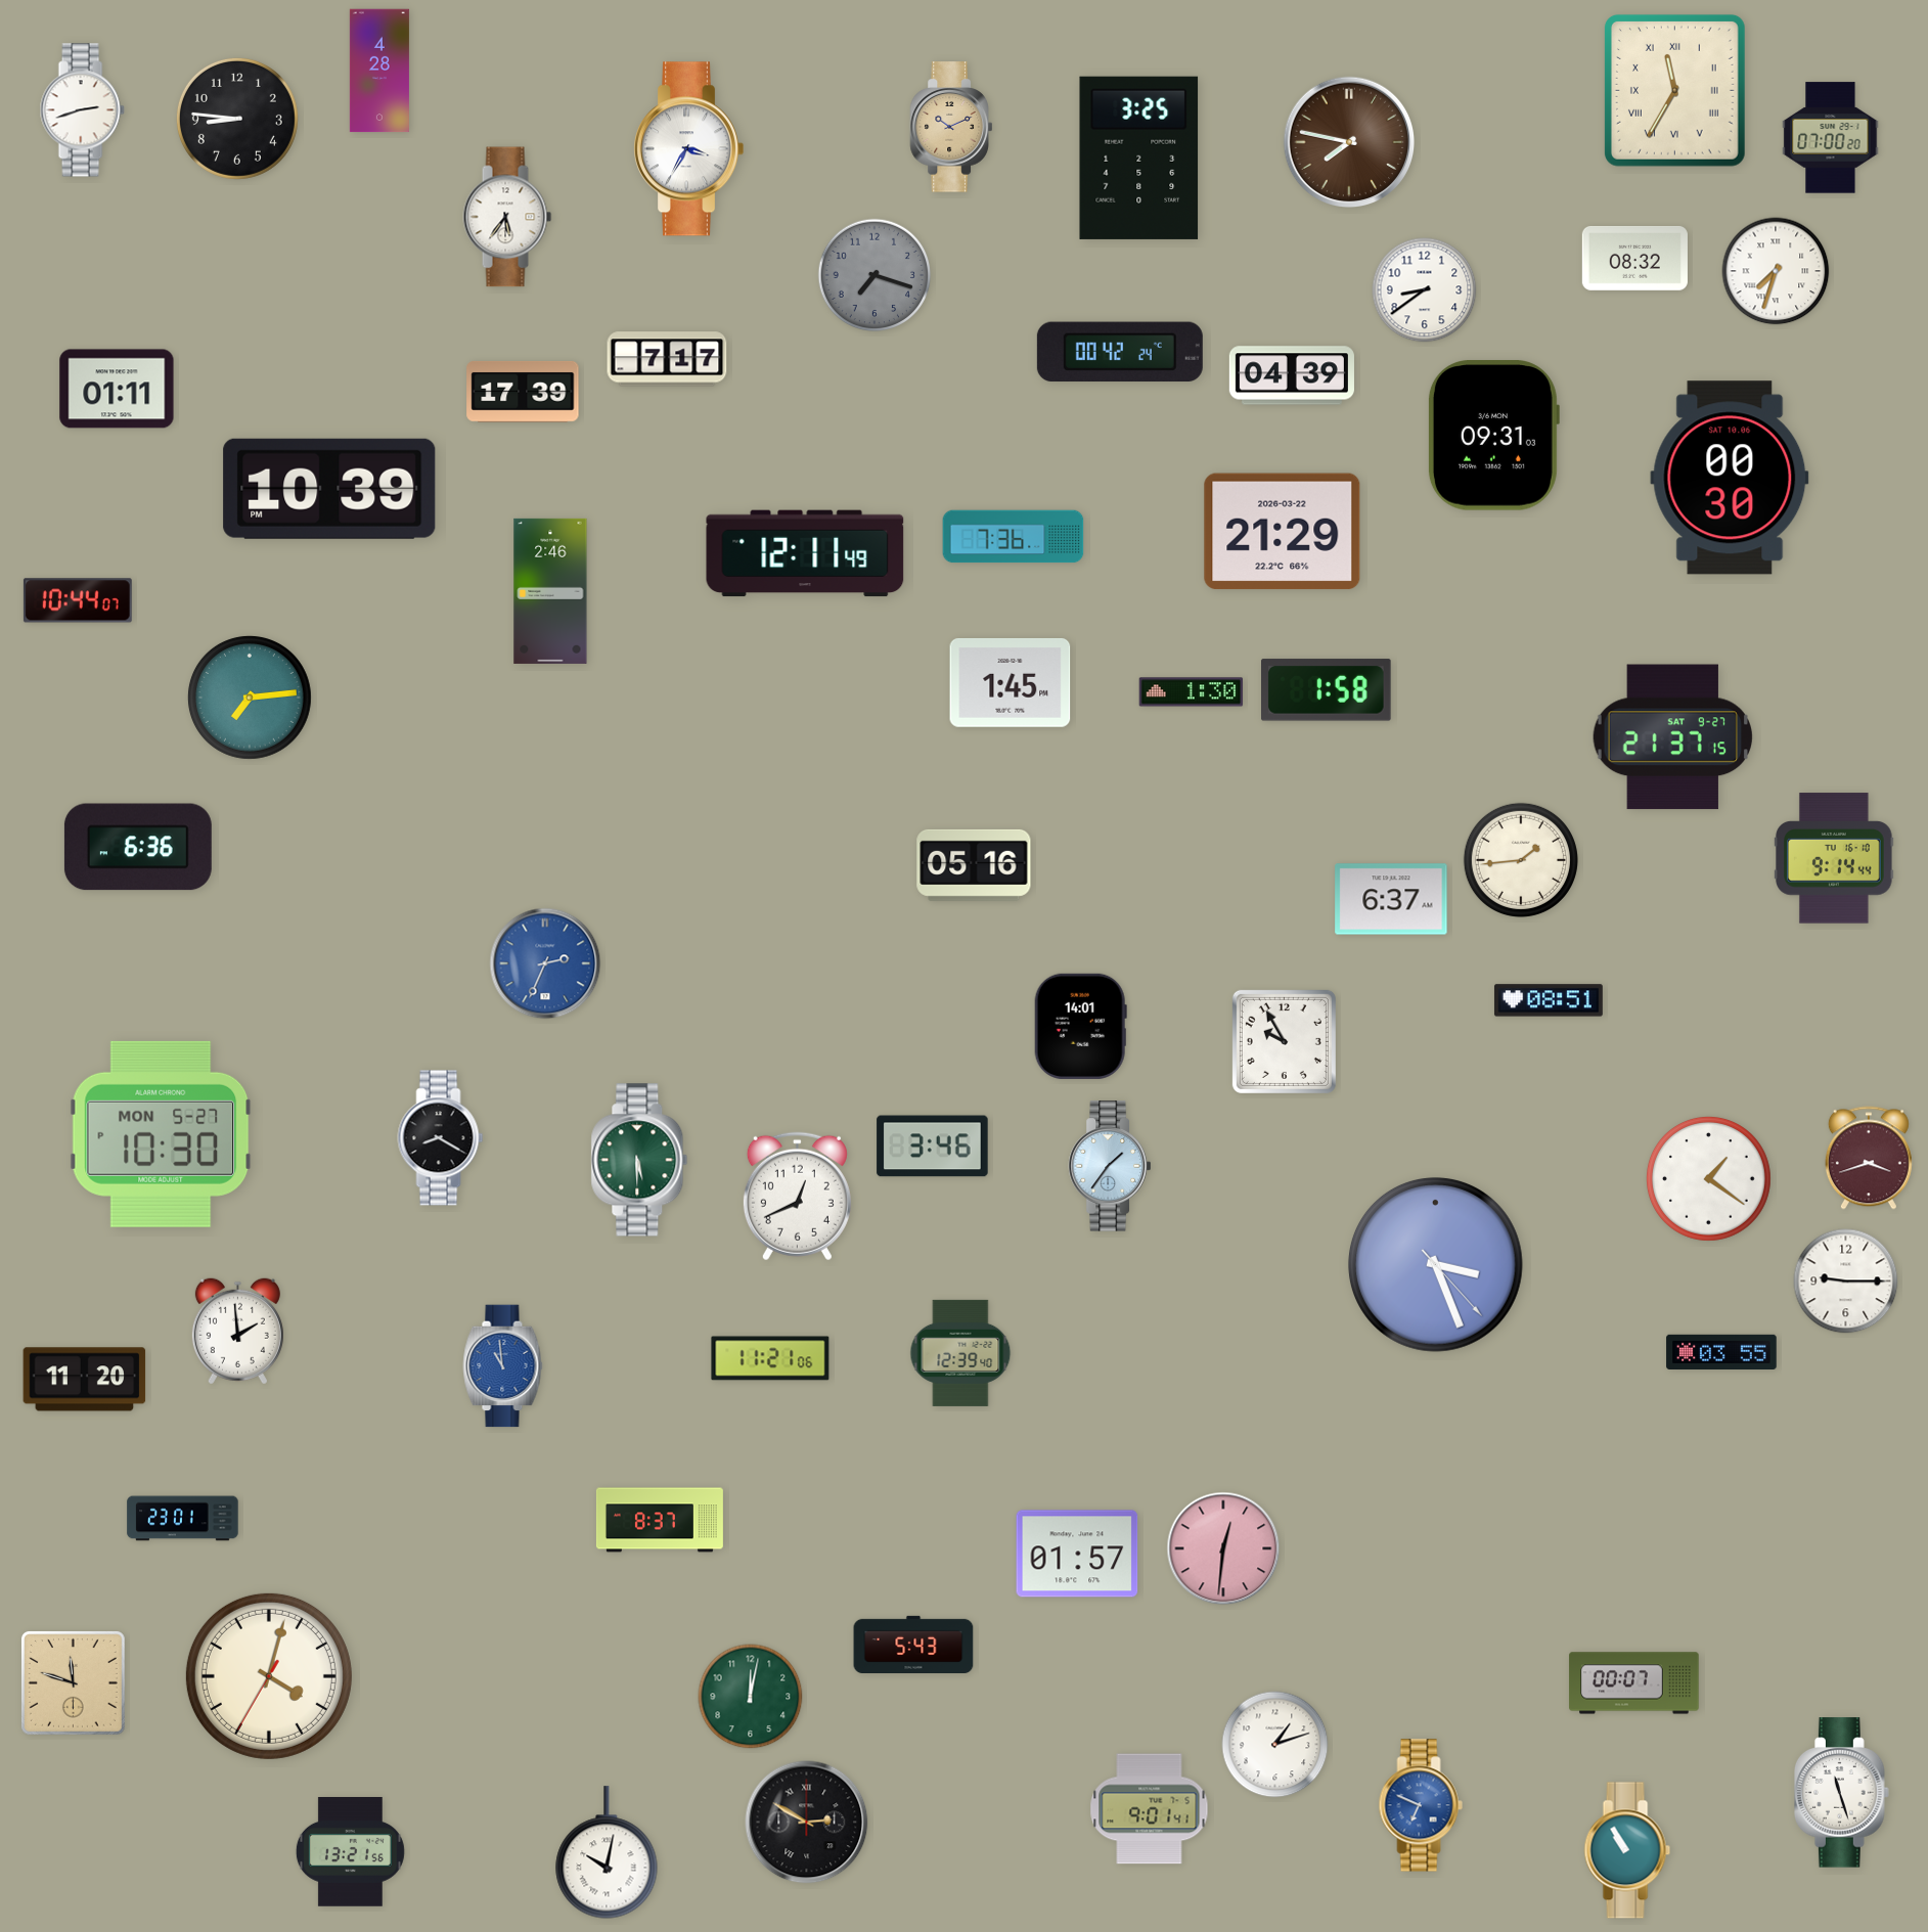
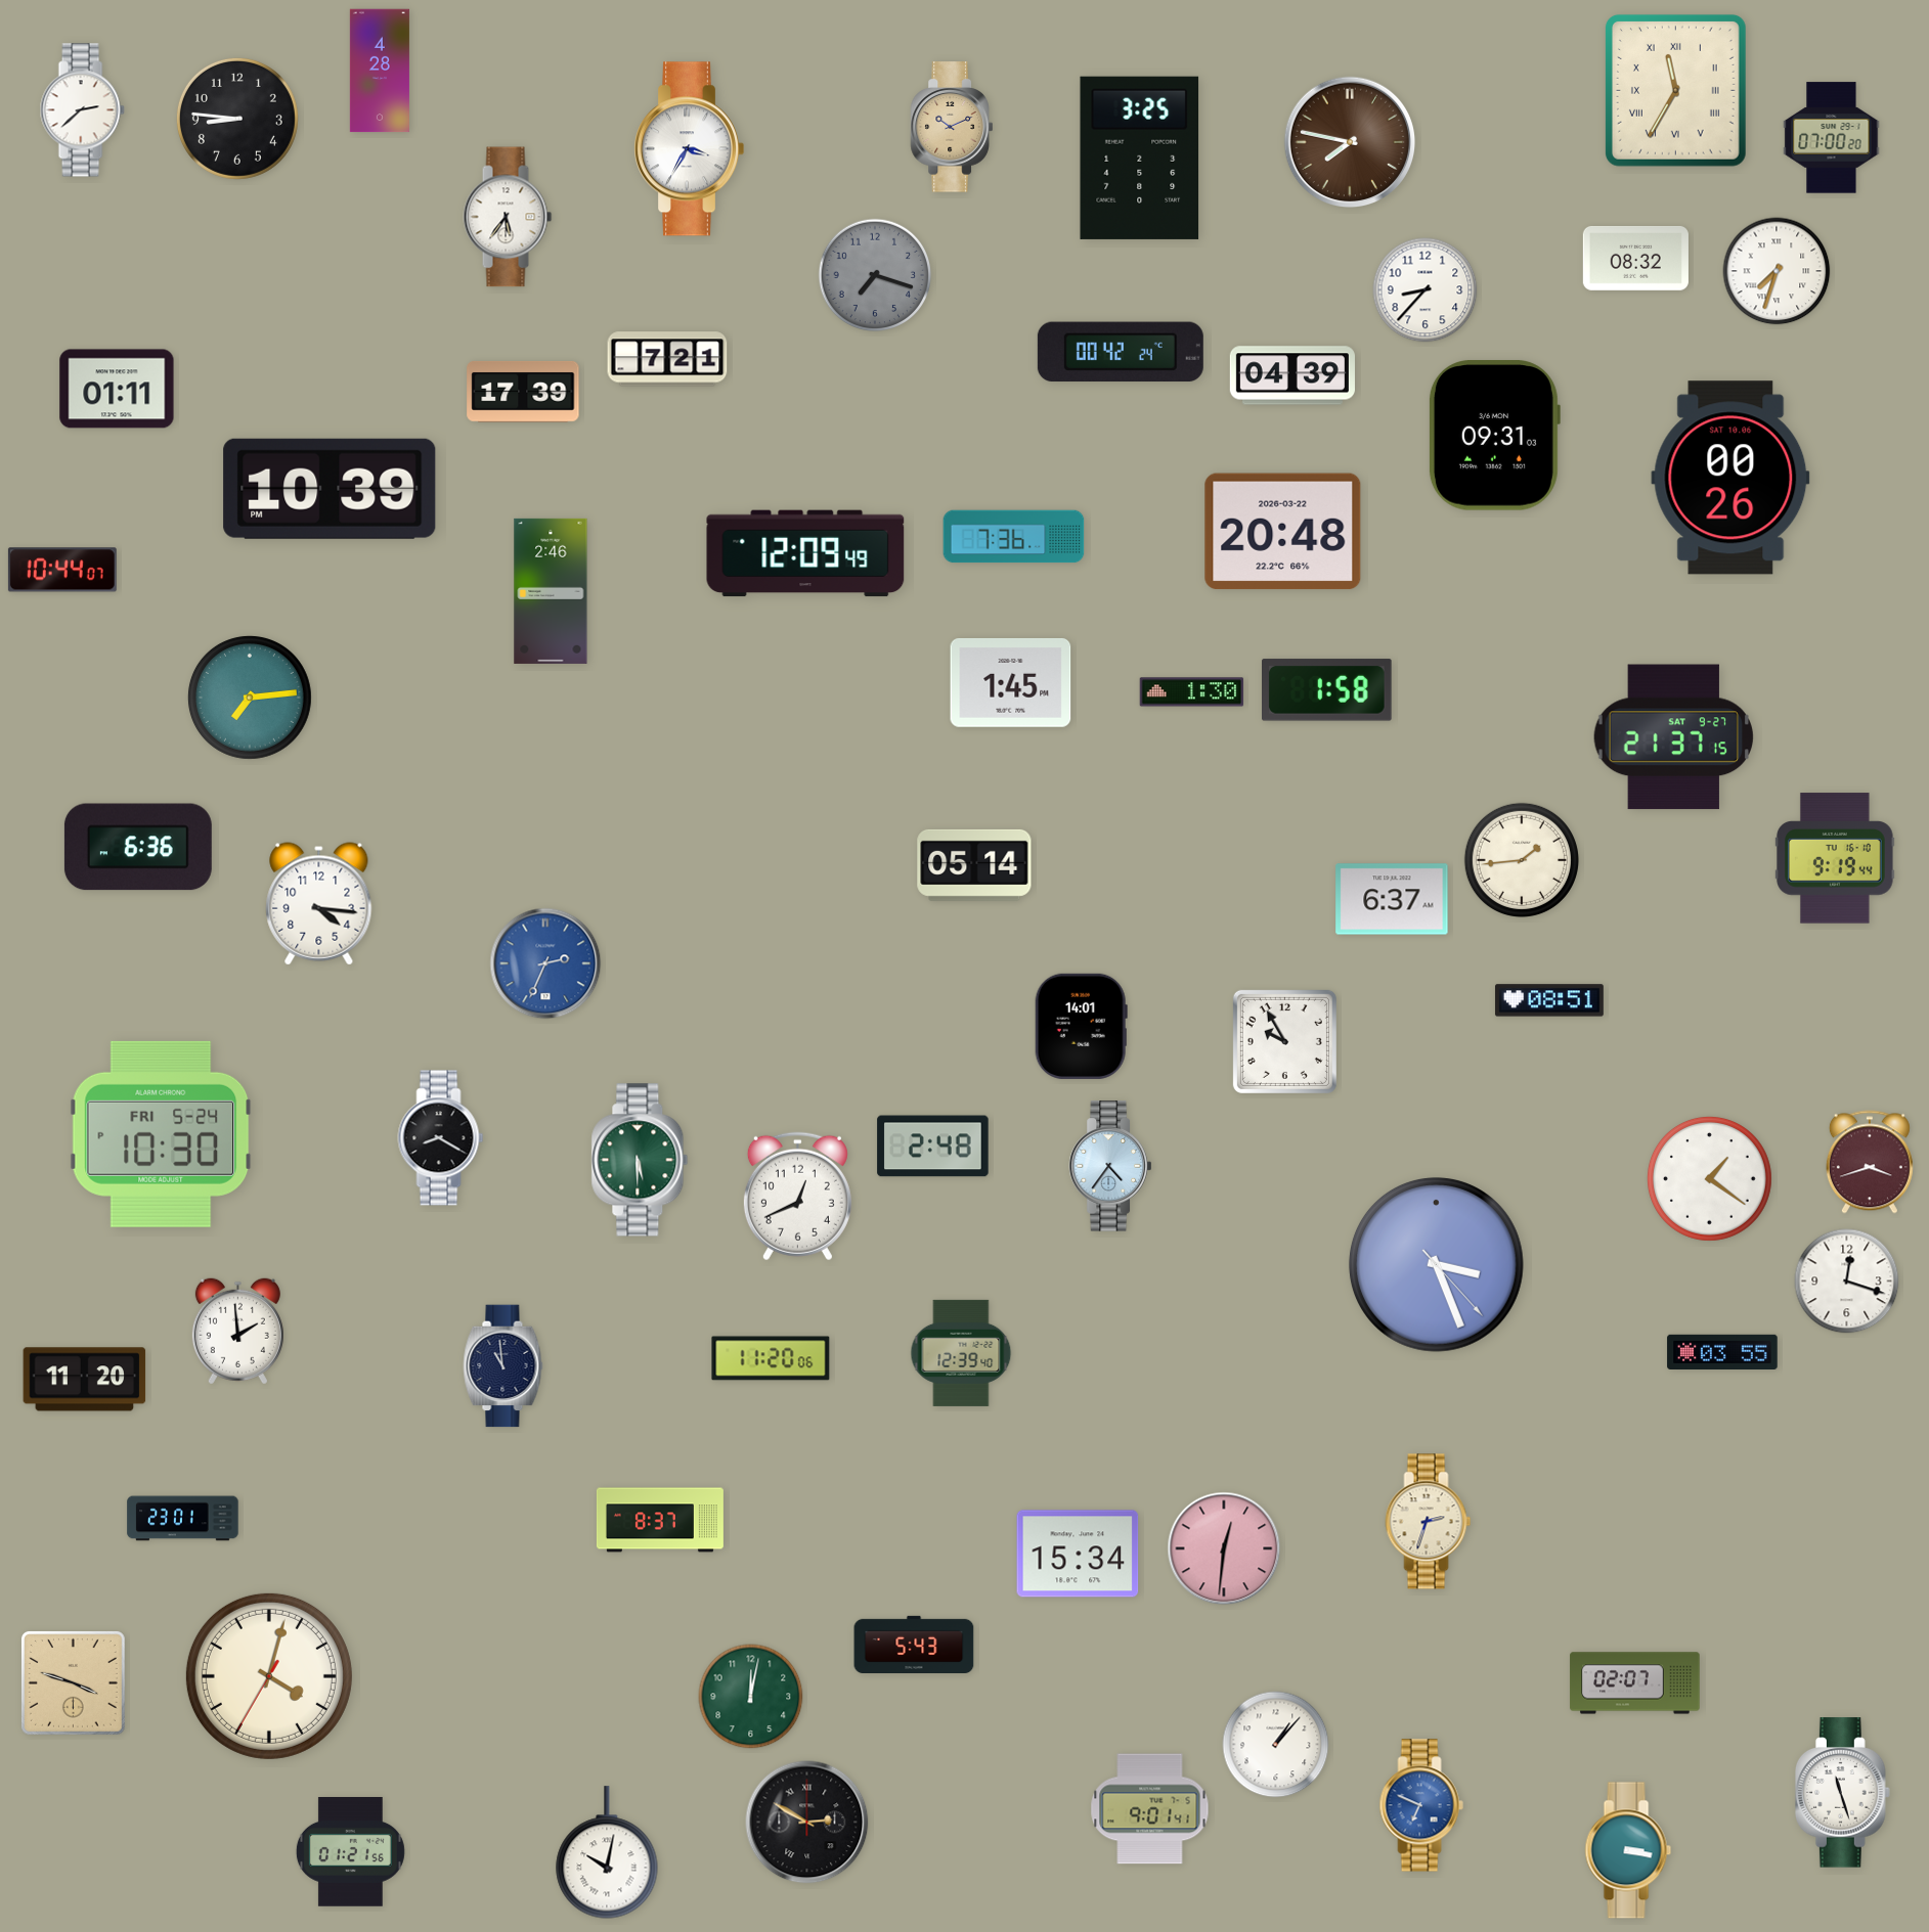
clock at (82, 110): 2:42 -> 2:38
clock at (1425, 290): 8:39 -> 8:37
clock at (667, 359): 7:17 -> 7:21
clock at (1730, 478): 00:30 -> 00:26
clock at (1283, 532): 21:29 -> 20:48
clock at (805, 553): 12:11 -> 12:09
clock at (78, 600) position: (78, 600) -> (62, 570)
clock at (1834, 858): 9:14 -> 9:19
clock at (974, 865): 05:16 -> 05:14
clock at (319, 904): none -> 4:16
clock at (161, 1134) date: MON 5-27 -> FRI 5-24
clock at (933, 1147): 3:46 -> 2:48
clock at (1869, 1158) position: (1869, 1158) -> (1870, 1162)
clock at (1110, 1166): 1:36 -> 4:36
clock at (1846, 1282): 9:15 -> 12:18
clock at (770, 1358): 11:21 -> 11:20
clock at (503, 1366) dial: blue -> navy
clock at (1429, 1522): none -> 2:33
clock at (1077, 1554): 01:57 -> 15:34
clock at (73, 1682): 11:48 -> 3:48
clock at (1634, 1683): 00:07 -> 02:07
clock at (1275, 1745): 1:12 -> 1:07
clock at (1627, 1850): 10:55 -> 3:17
clock at (350, 1852): 13:21 -> 01:21
